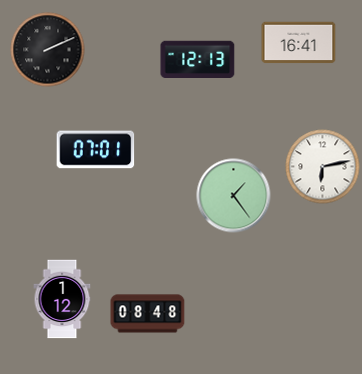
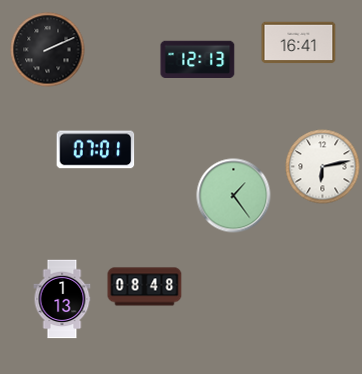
clock at (62, 299): 1:12 -> 1:13
clock at (148, 314) position: (148, 314) -> (145, 287)
